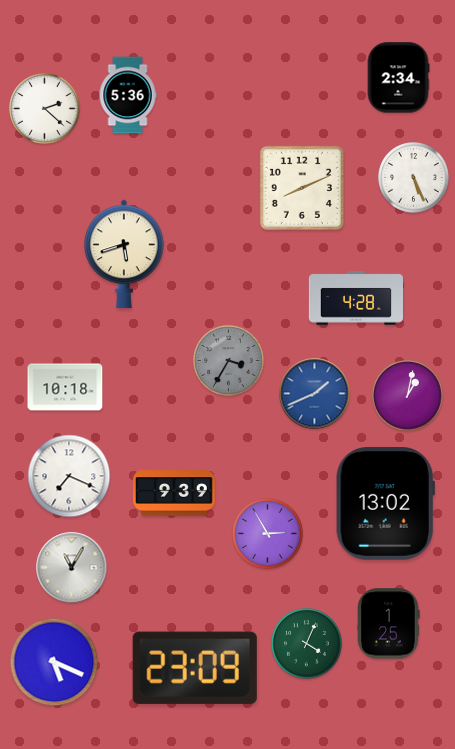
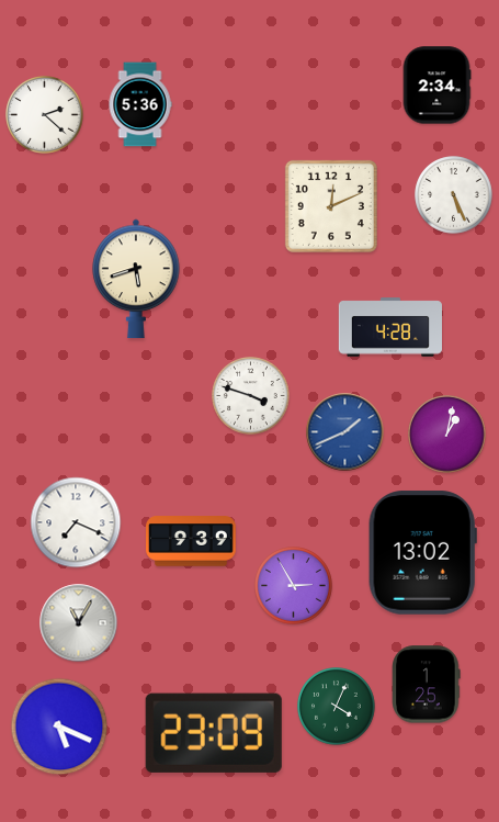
clock at (45, 109) position: (45, 109) -> (45, 115)
clock at (302, 188): 8:11 -> 12:11
clock at (229, 361): 3:35 -> 3:48
clock at (229, 361) dial: grey -> white
clock at (65, 387): 10:18 -> none
